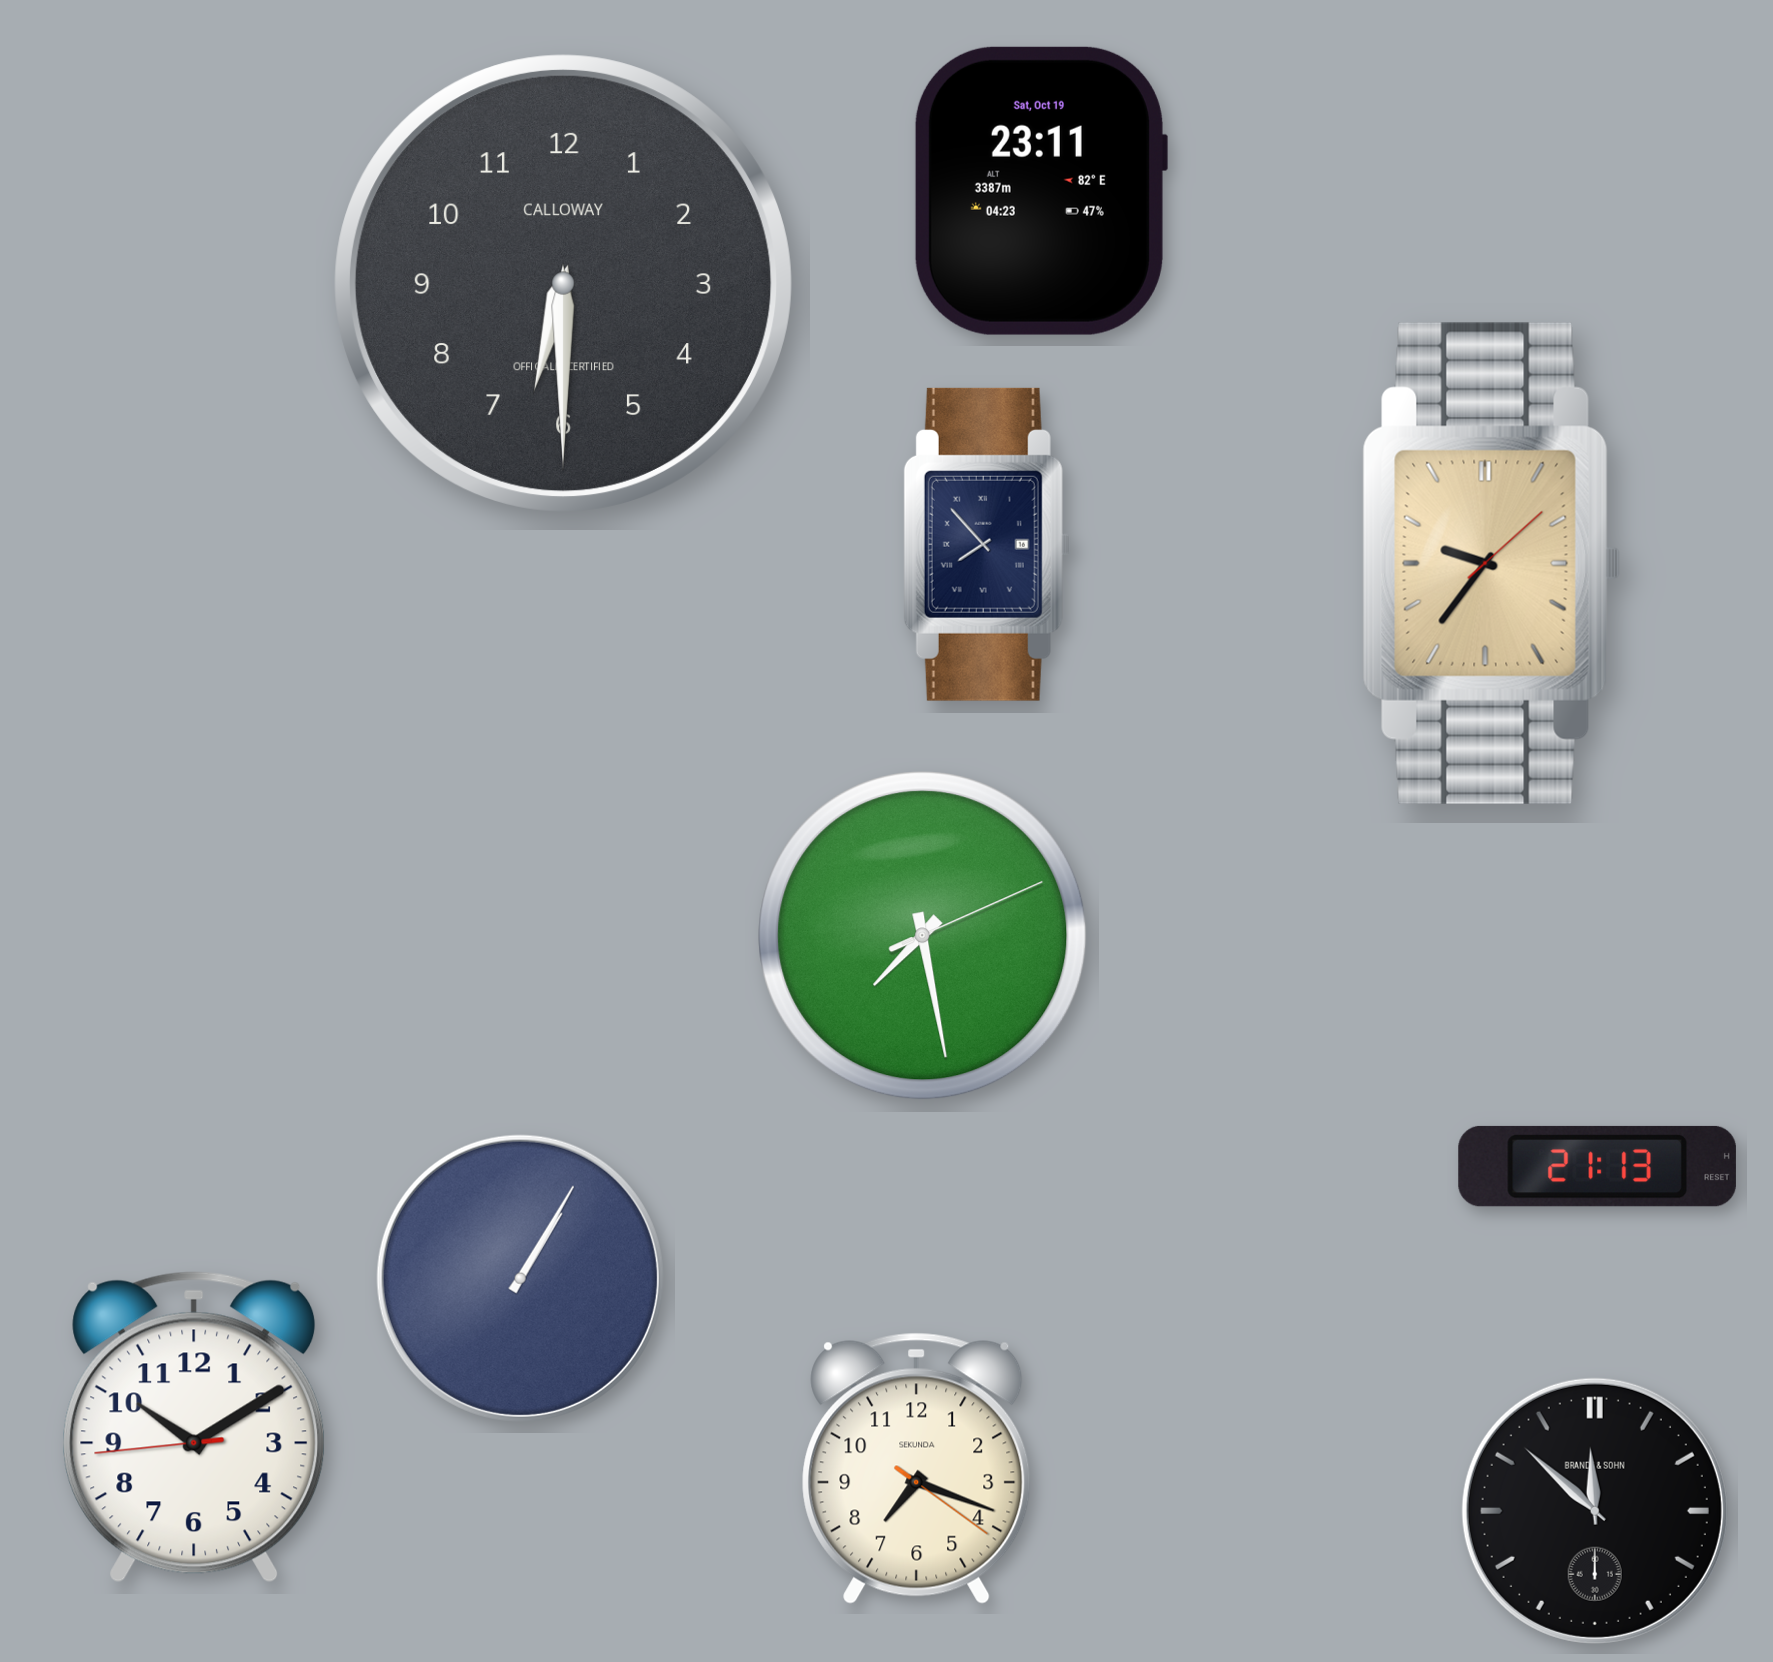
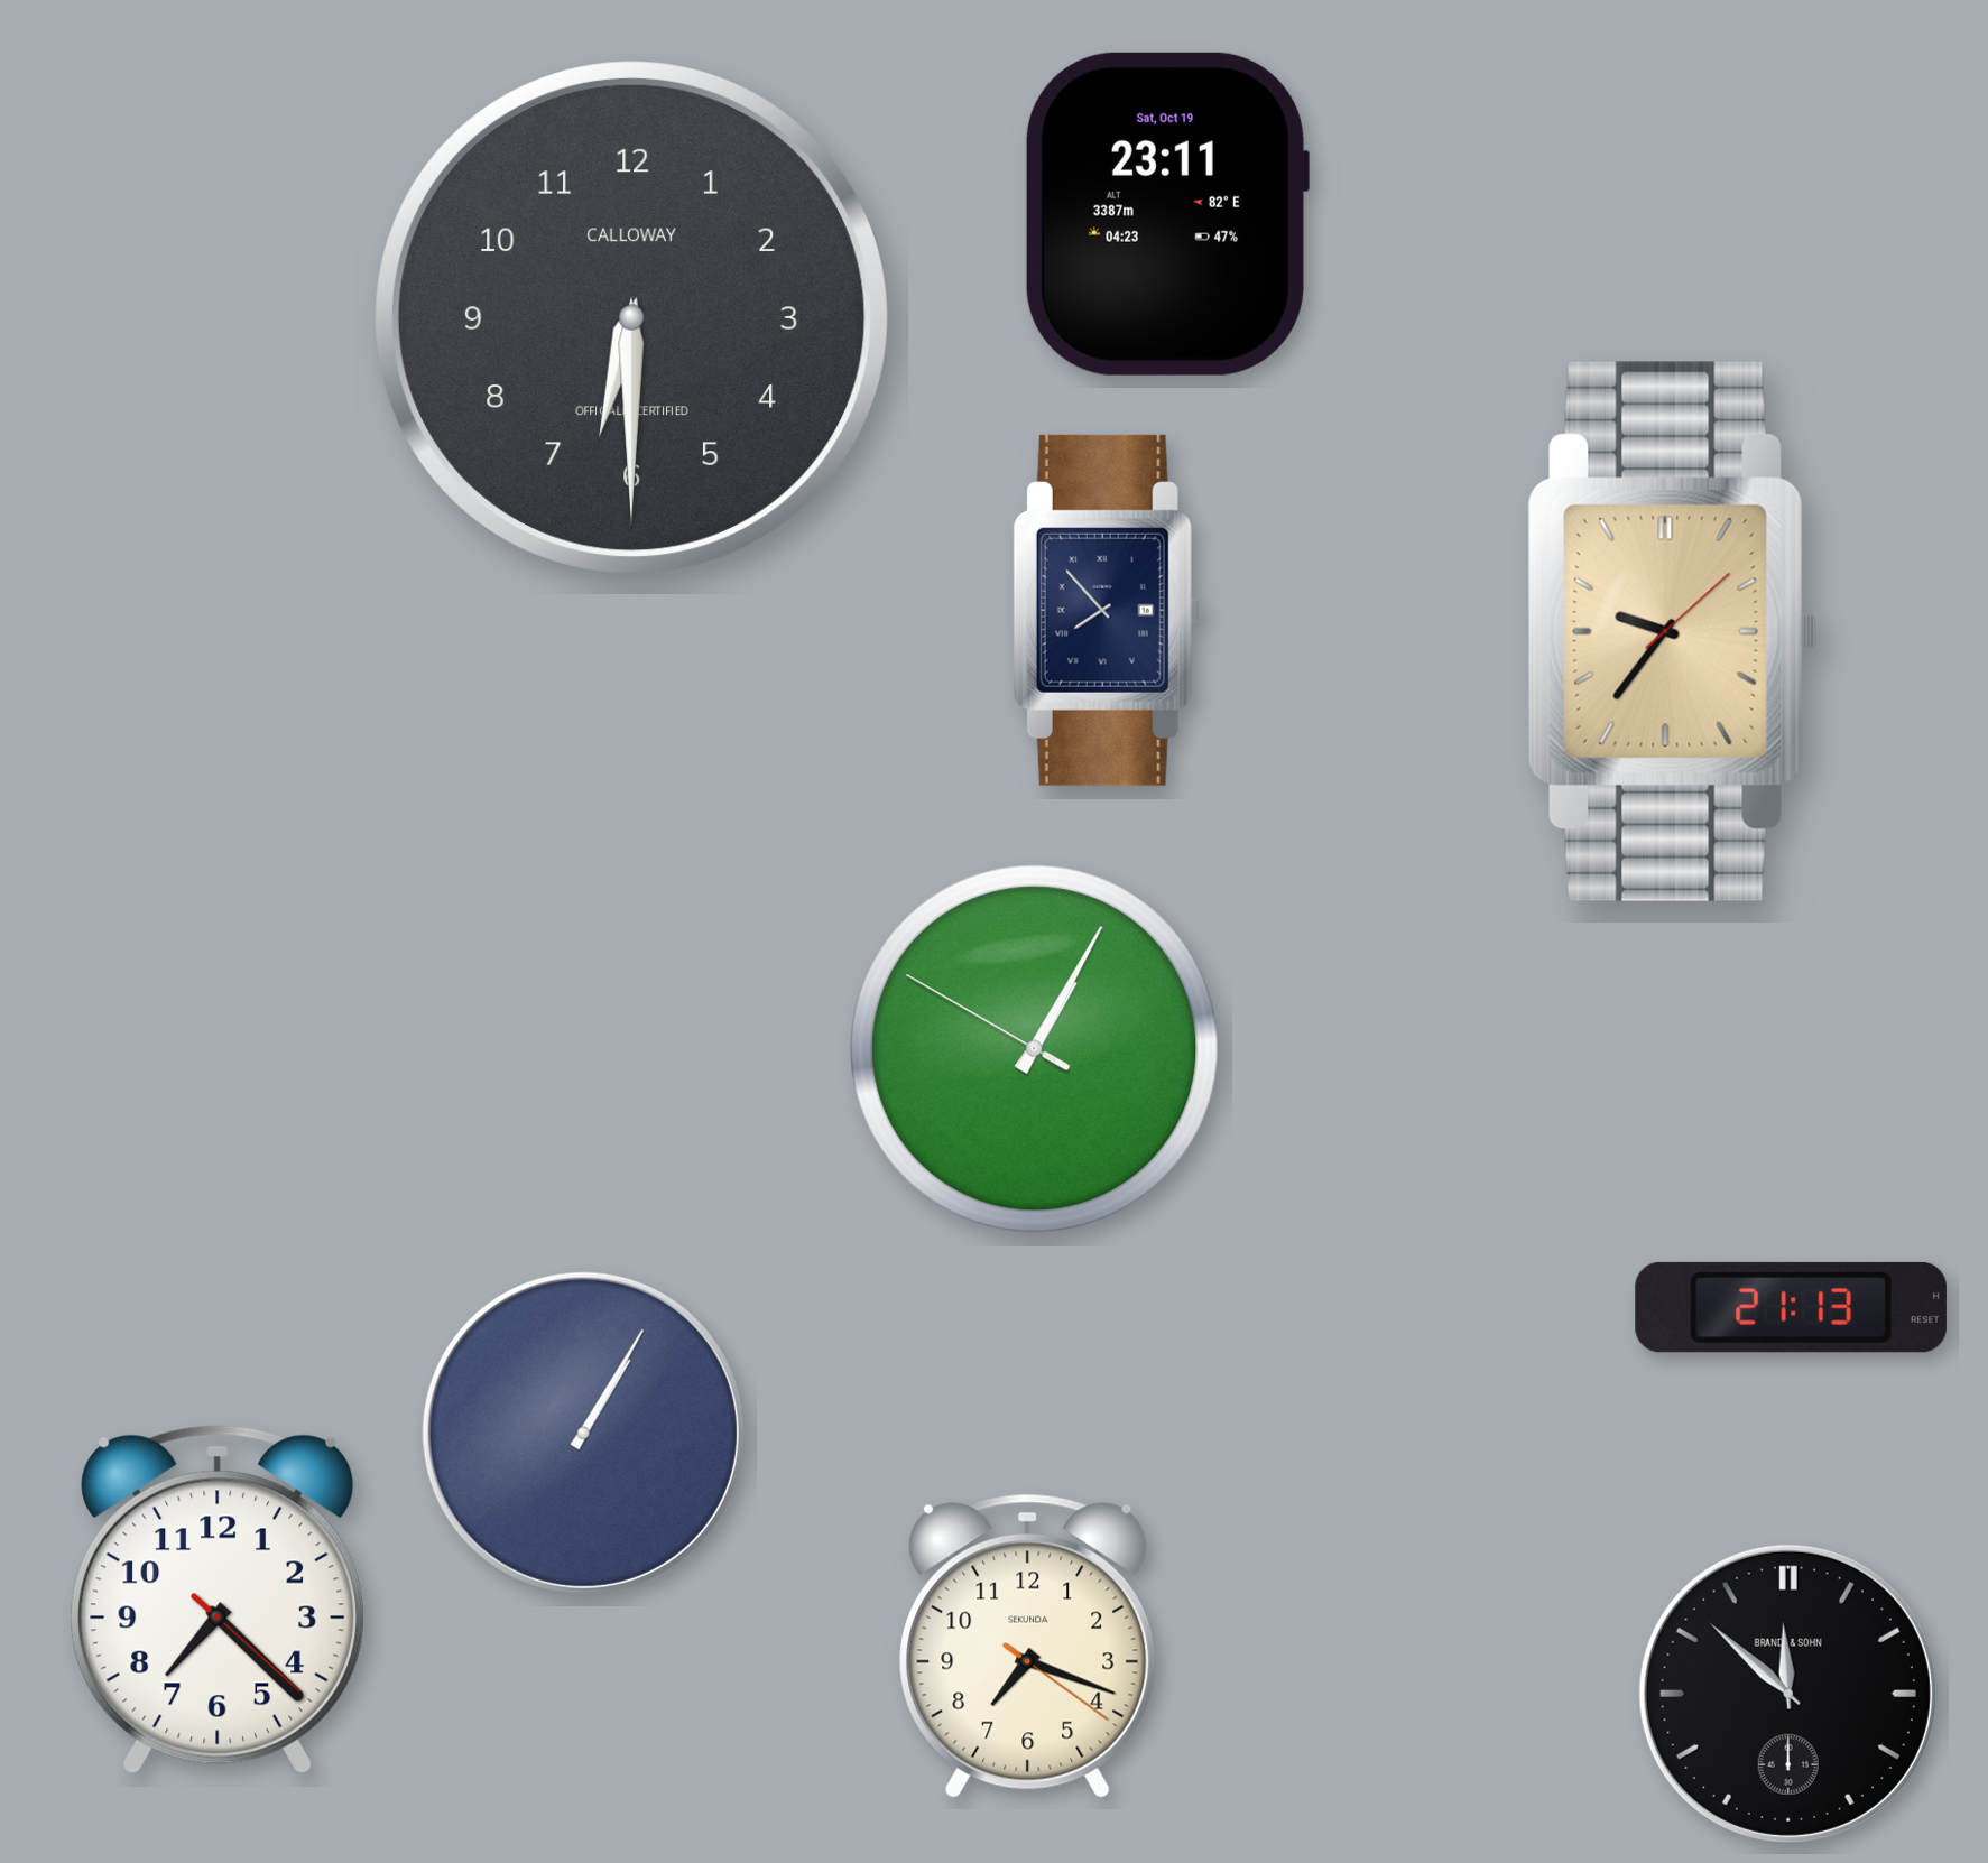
clock at (923, 936): 7:28 -> 1:04
clock at (194, 1427): 10:09 -> 7:22
